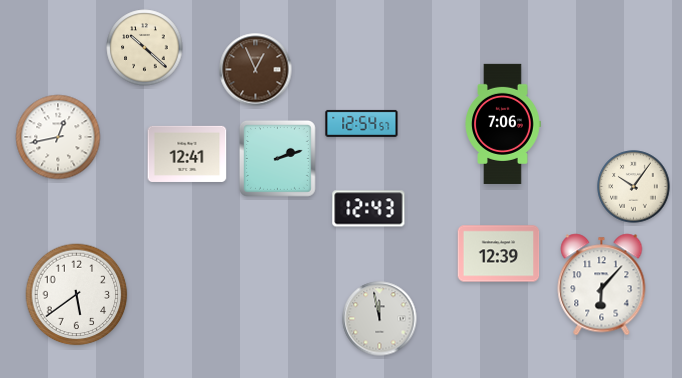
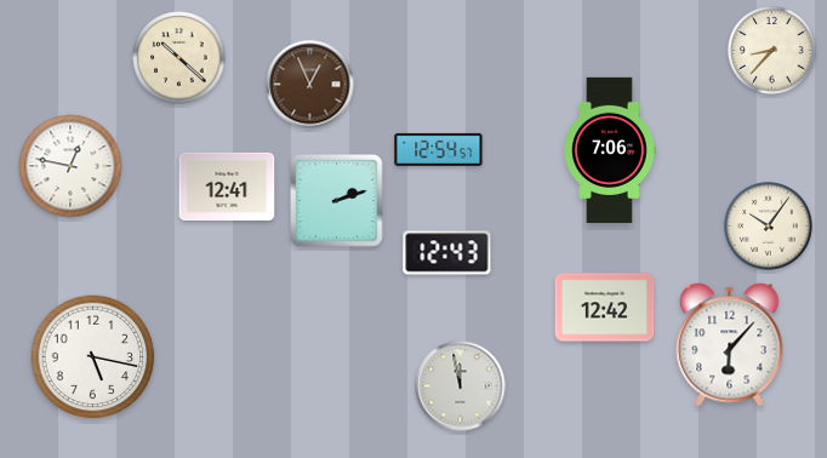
clock at (772, 51): none -> 8:37
clock at (145, 48) position: (145, 48) -> (179, 58)
clock at (58, 137): 12:43 -> 12:47
clock at (278, 159) position: (278, 159) -> (337, 201)
clock at (499, 254): 12:39 -> 12:42
clock at (77, 295): 5:39 -> 5:17
